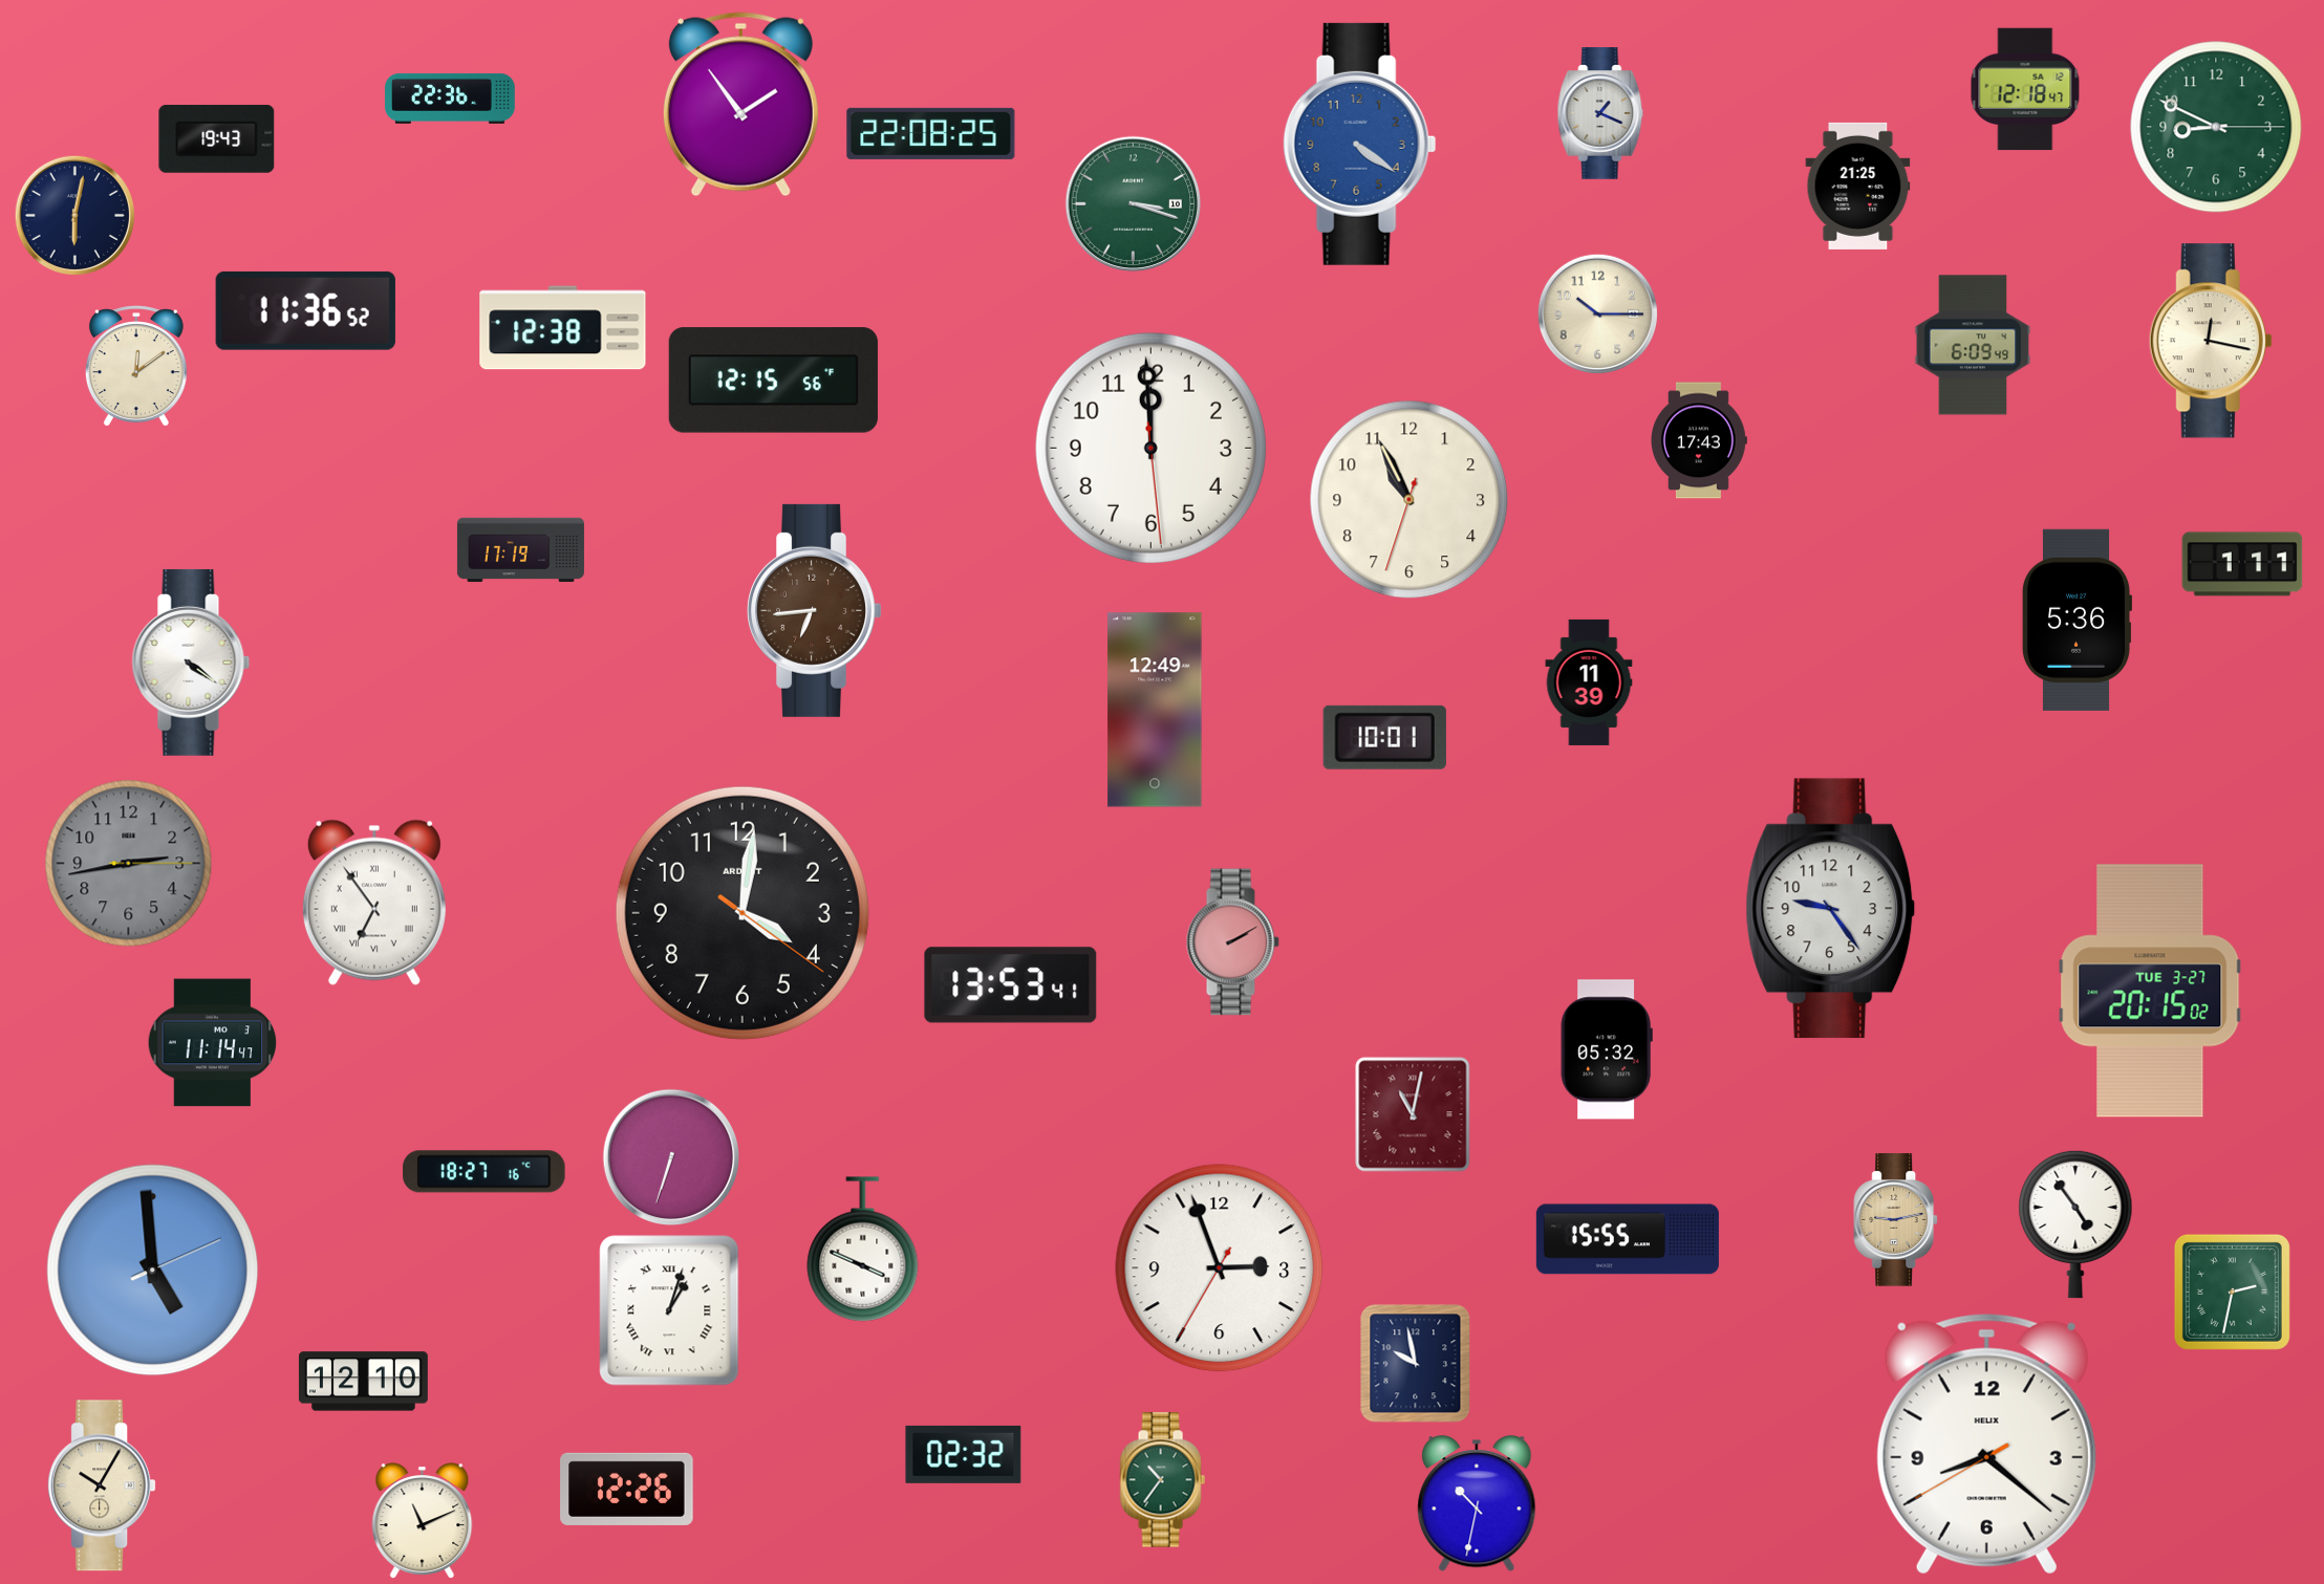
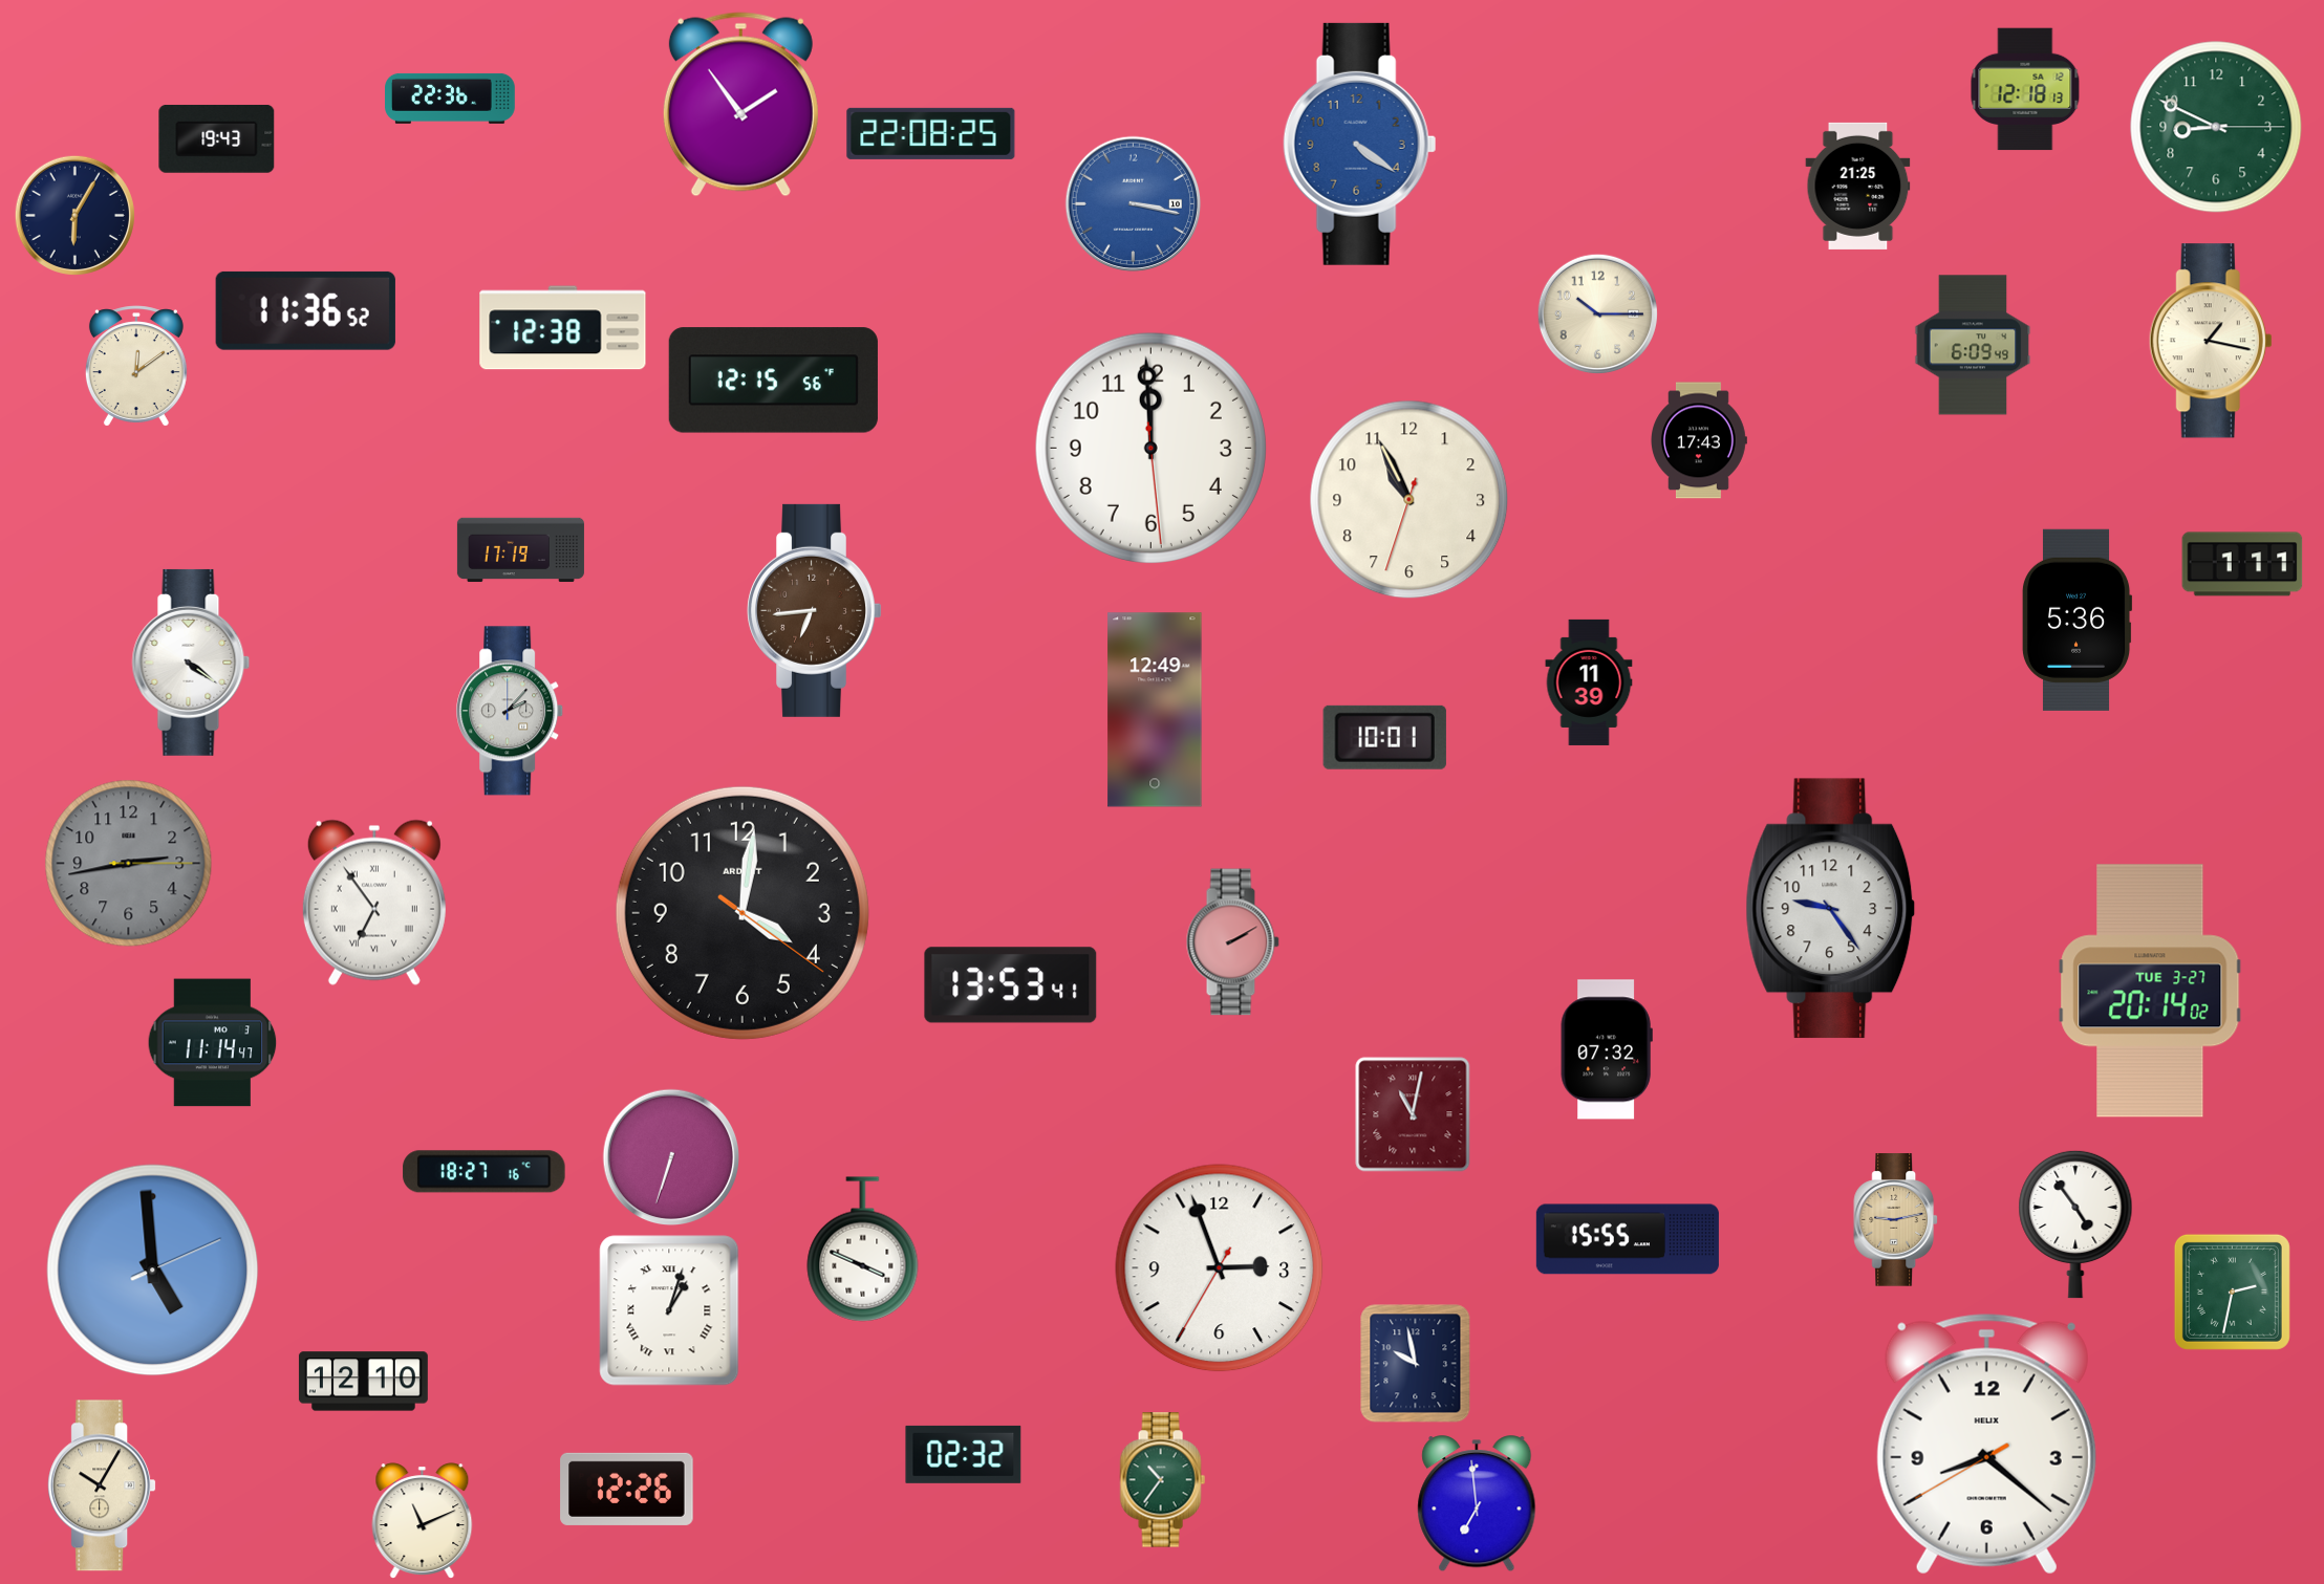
clock at (2025, 89): 12:18:47 -> 12:18:13
clock at (1600, 113): 1:19 -> none
clock at (1134, 204): 3:18 -> 3:17
clock at (1134, 204) dial: green -> blue
clock at (74, 215): 6:02 -> 6:05
clock at (2211, 341): 12:17 -> 1:17
clock at (511, 711): none -> 2:07
clock at (2150, 991): 20:15 -> 20:14
clock at (1607, 1049): 05:32 -> 07:32
clock at (1477, 1504): 10:32 -> 6:59
